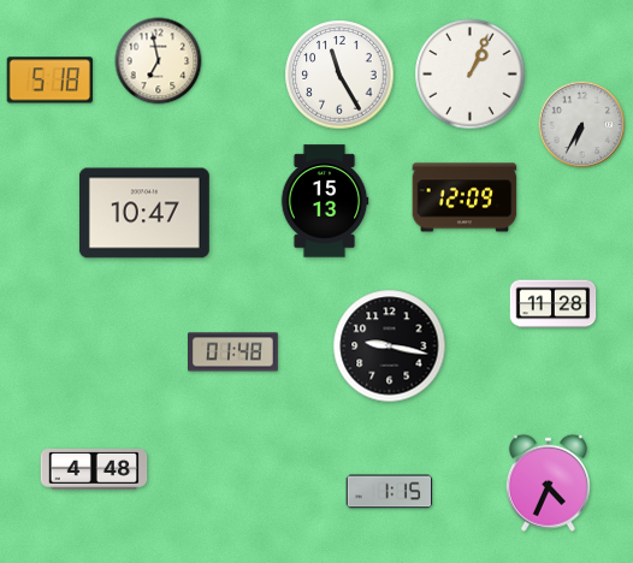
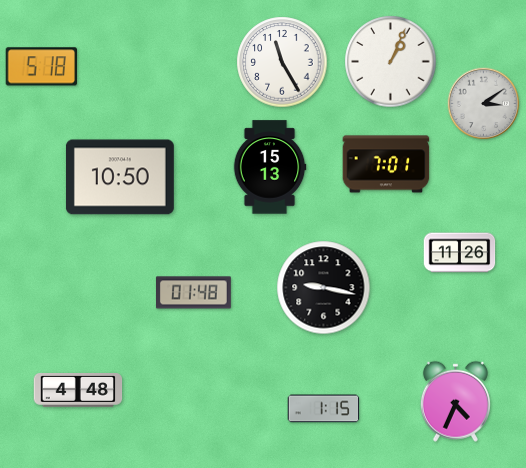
clock at (159, 61): 6:58 -> none
clock at (582, 125): 6:35 -> 3:09
clock at (465, 197): 12:09 -> 7:01
clock at (144, 213): 10:47 -> 10:50
clock at (554, 304): 11:28 -> 11:26
